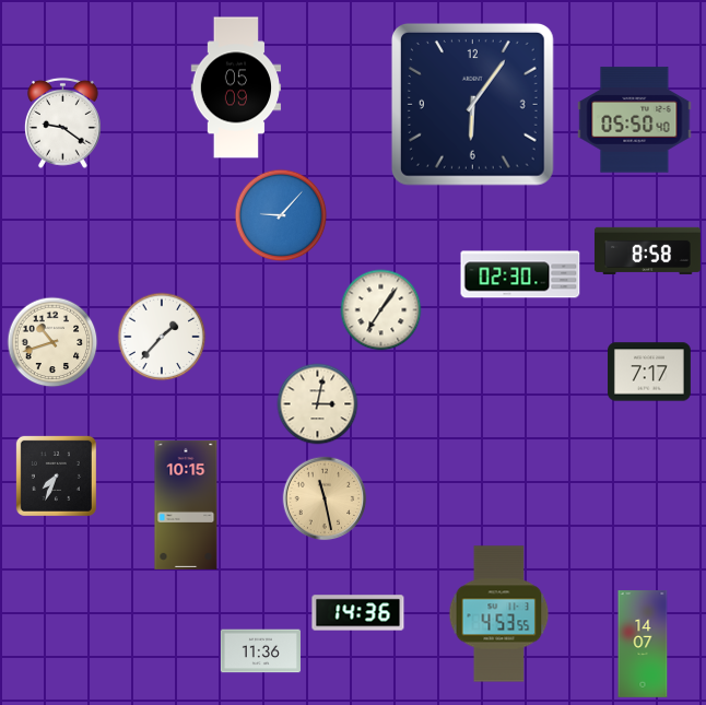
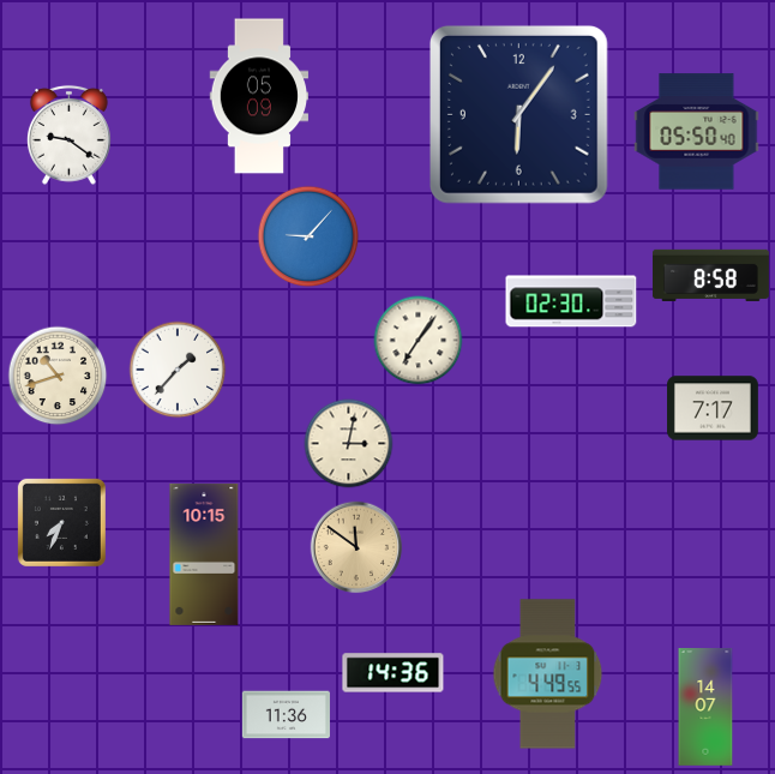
clock at (325, 498): 11:28 -> 11:51
clock at (499, 614): 4:53 -> 4:49
